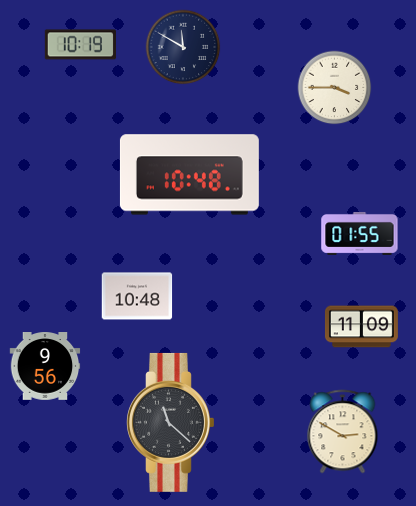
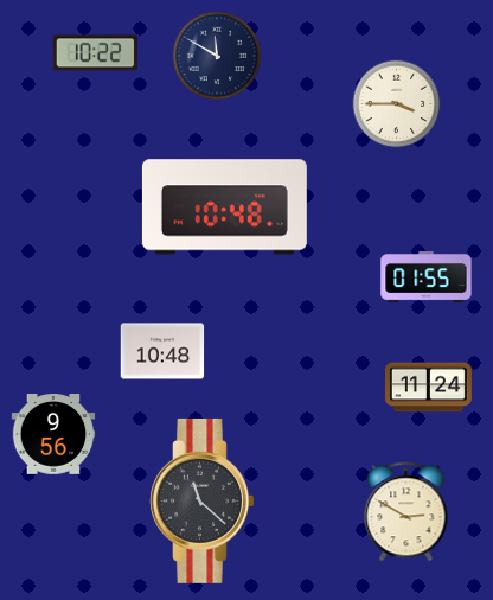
clock at (80, 45): 10:19 -> 10:22
clock at (361, 327): 11:09 -> 11:24
